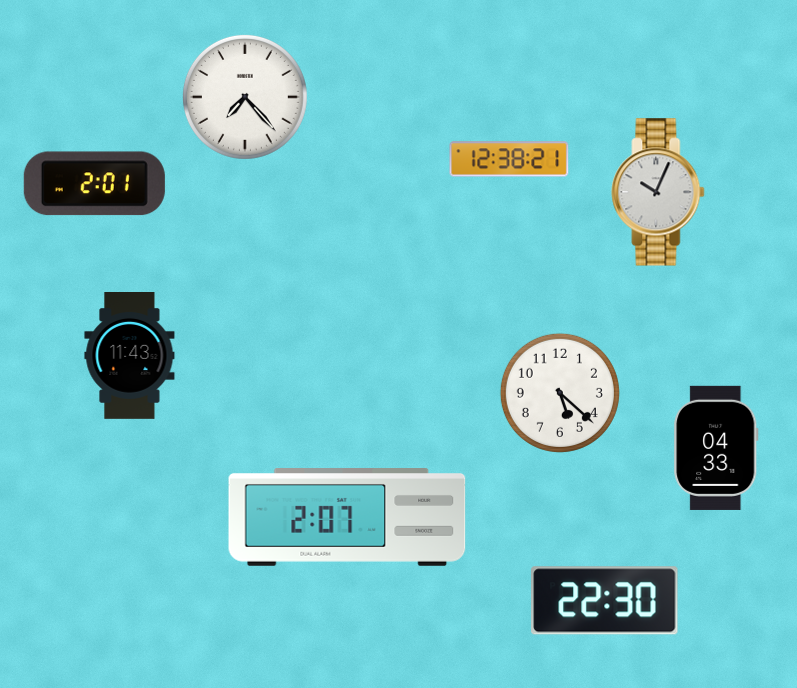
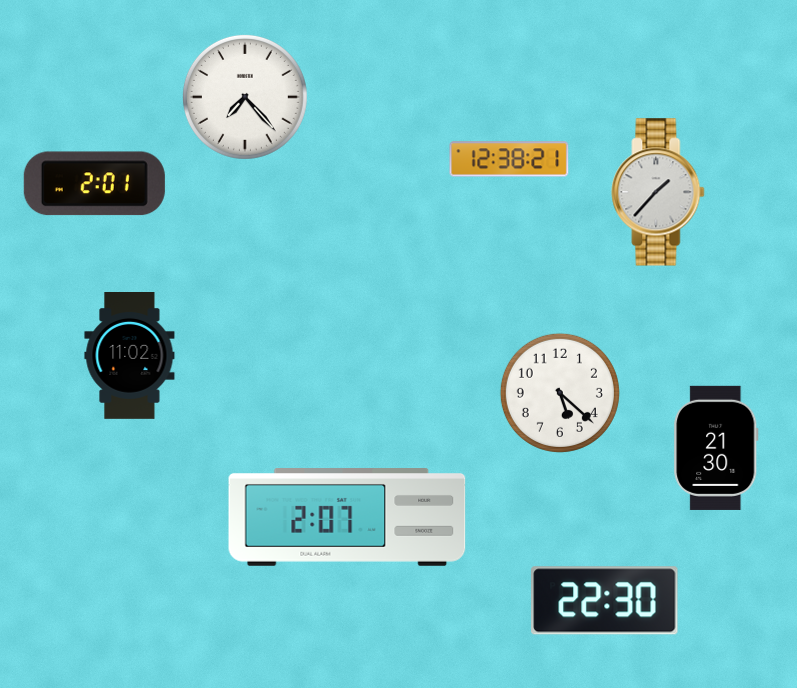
clock at (658, 192): 10:04 -> 1:37
clock at (130, 356): 11:43 -> 11:02
clock at (716, 448): 04:33 -> 21:30
